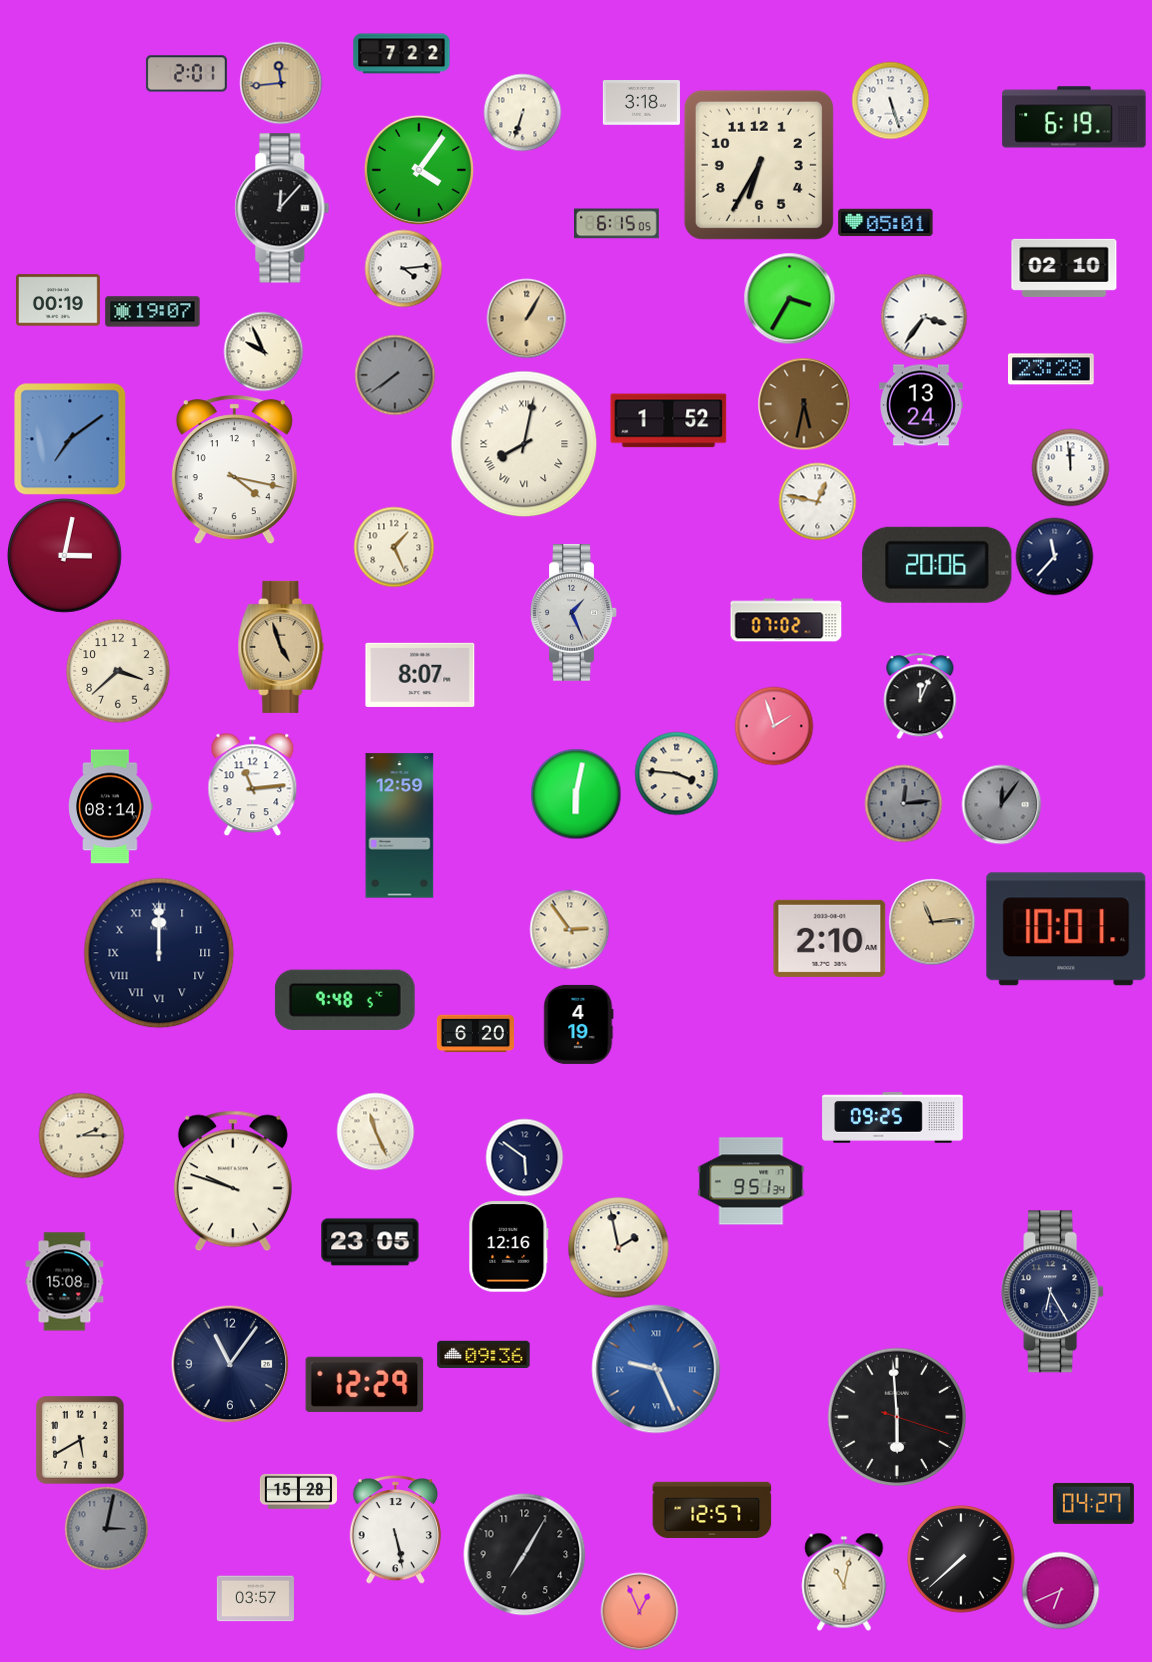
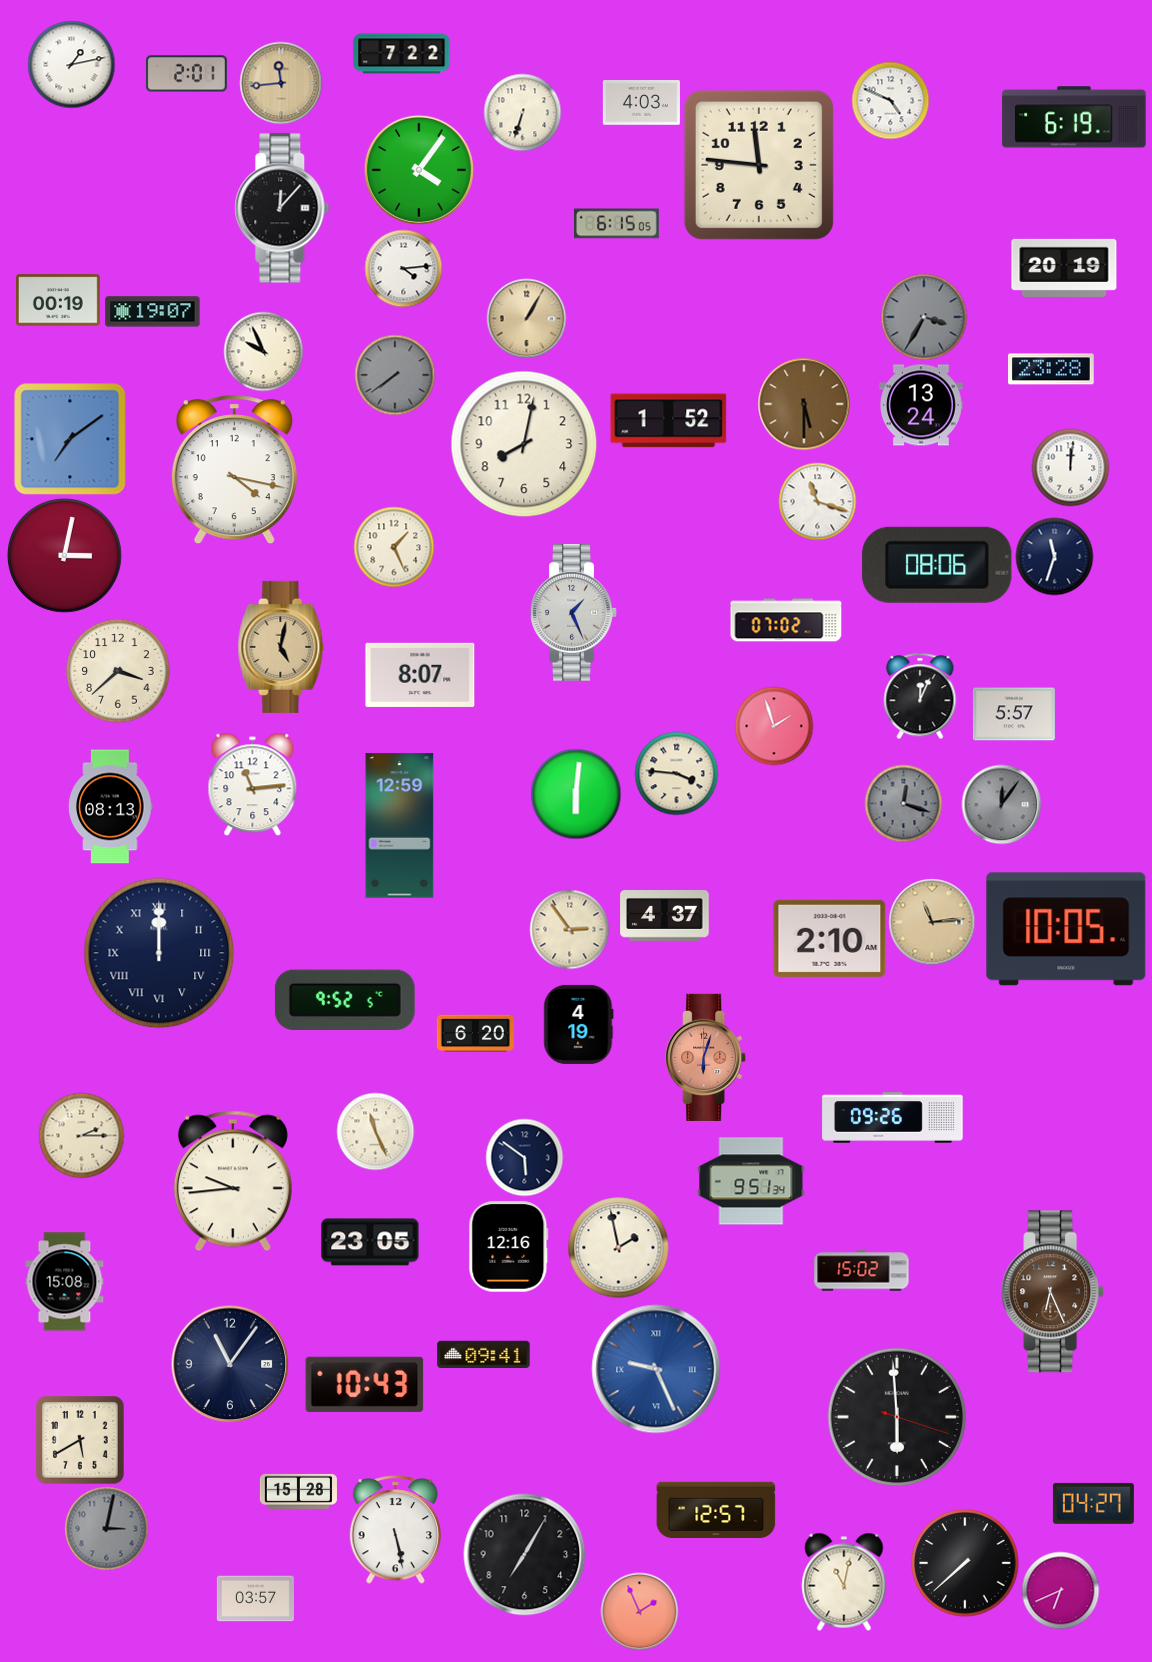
clock at (71, 64): none -> 1:13
clock at (890, 100): 5:27 -> 4:49
clock at (641, 103): 3:18 -> 4:03
clock at (759, 165): 6:35 -> 11:46
clock at (886, 223): 05:01 -> none
clock at (1064, 268): 02:10 -> 20:19
clock at (789, 298): 3:35 -> none
clock at (924, 317): 3:36 -> 3:35
clock at (924, 317) dial: white -> grey
clock at (804, 404): 5:32 -> 5:30
clock at (524, 444) numerals: Roman -> Arabic
clock at (1070, 467): 11:59 -> 12:01
clock at (817, 501): 12:47 -> 11:18
clock at (1054, 556): 11:37 -> 11:33
clock at (937, 565): 20:06 -> 08:06
clock at (281, 647): 4:57 -> 5:02
clock at (1014, 714): none -> 5:57
clock at (576, 794): 6:02 -> 6:01
clock at (903, 803): 12:14 -> 12:18
clock at (111, 807): 08:14 -> 08:13
clock at (665, 916): none -> 4:37
clock at (1066, 929): 10:01 -> 10:05
clock at (345, 1000): 9:48 -> 9:52
clock at (706, 1057): none -> 6:03
clock at (893, 1118): 09:25 -> 09:26
clock at (233, 1181): 9:48 -> 9:44
clock at (862, 1271): none -> 15:02
clock at (1053, 1292): 6:25 -> 6:26
clock at (1053, 1292) dial: navy -> brown
clock at (484, 1354): 09:36 -> 09:41
clock at (365, 1384): 12:29 -> 10:43
clock at (712, 1509) position: (712, 1509) -> (716, 1509)
clock at (961, 1559) position: (961, 1559) -> (965, 1563)
clock at (639, 1611): 12:56 -> 1:56
